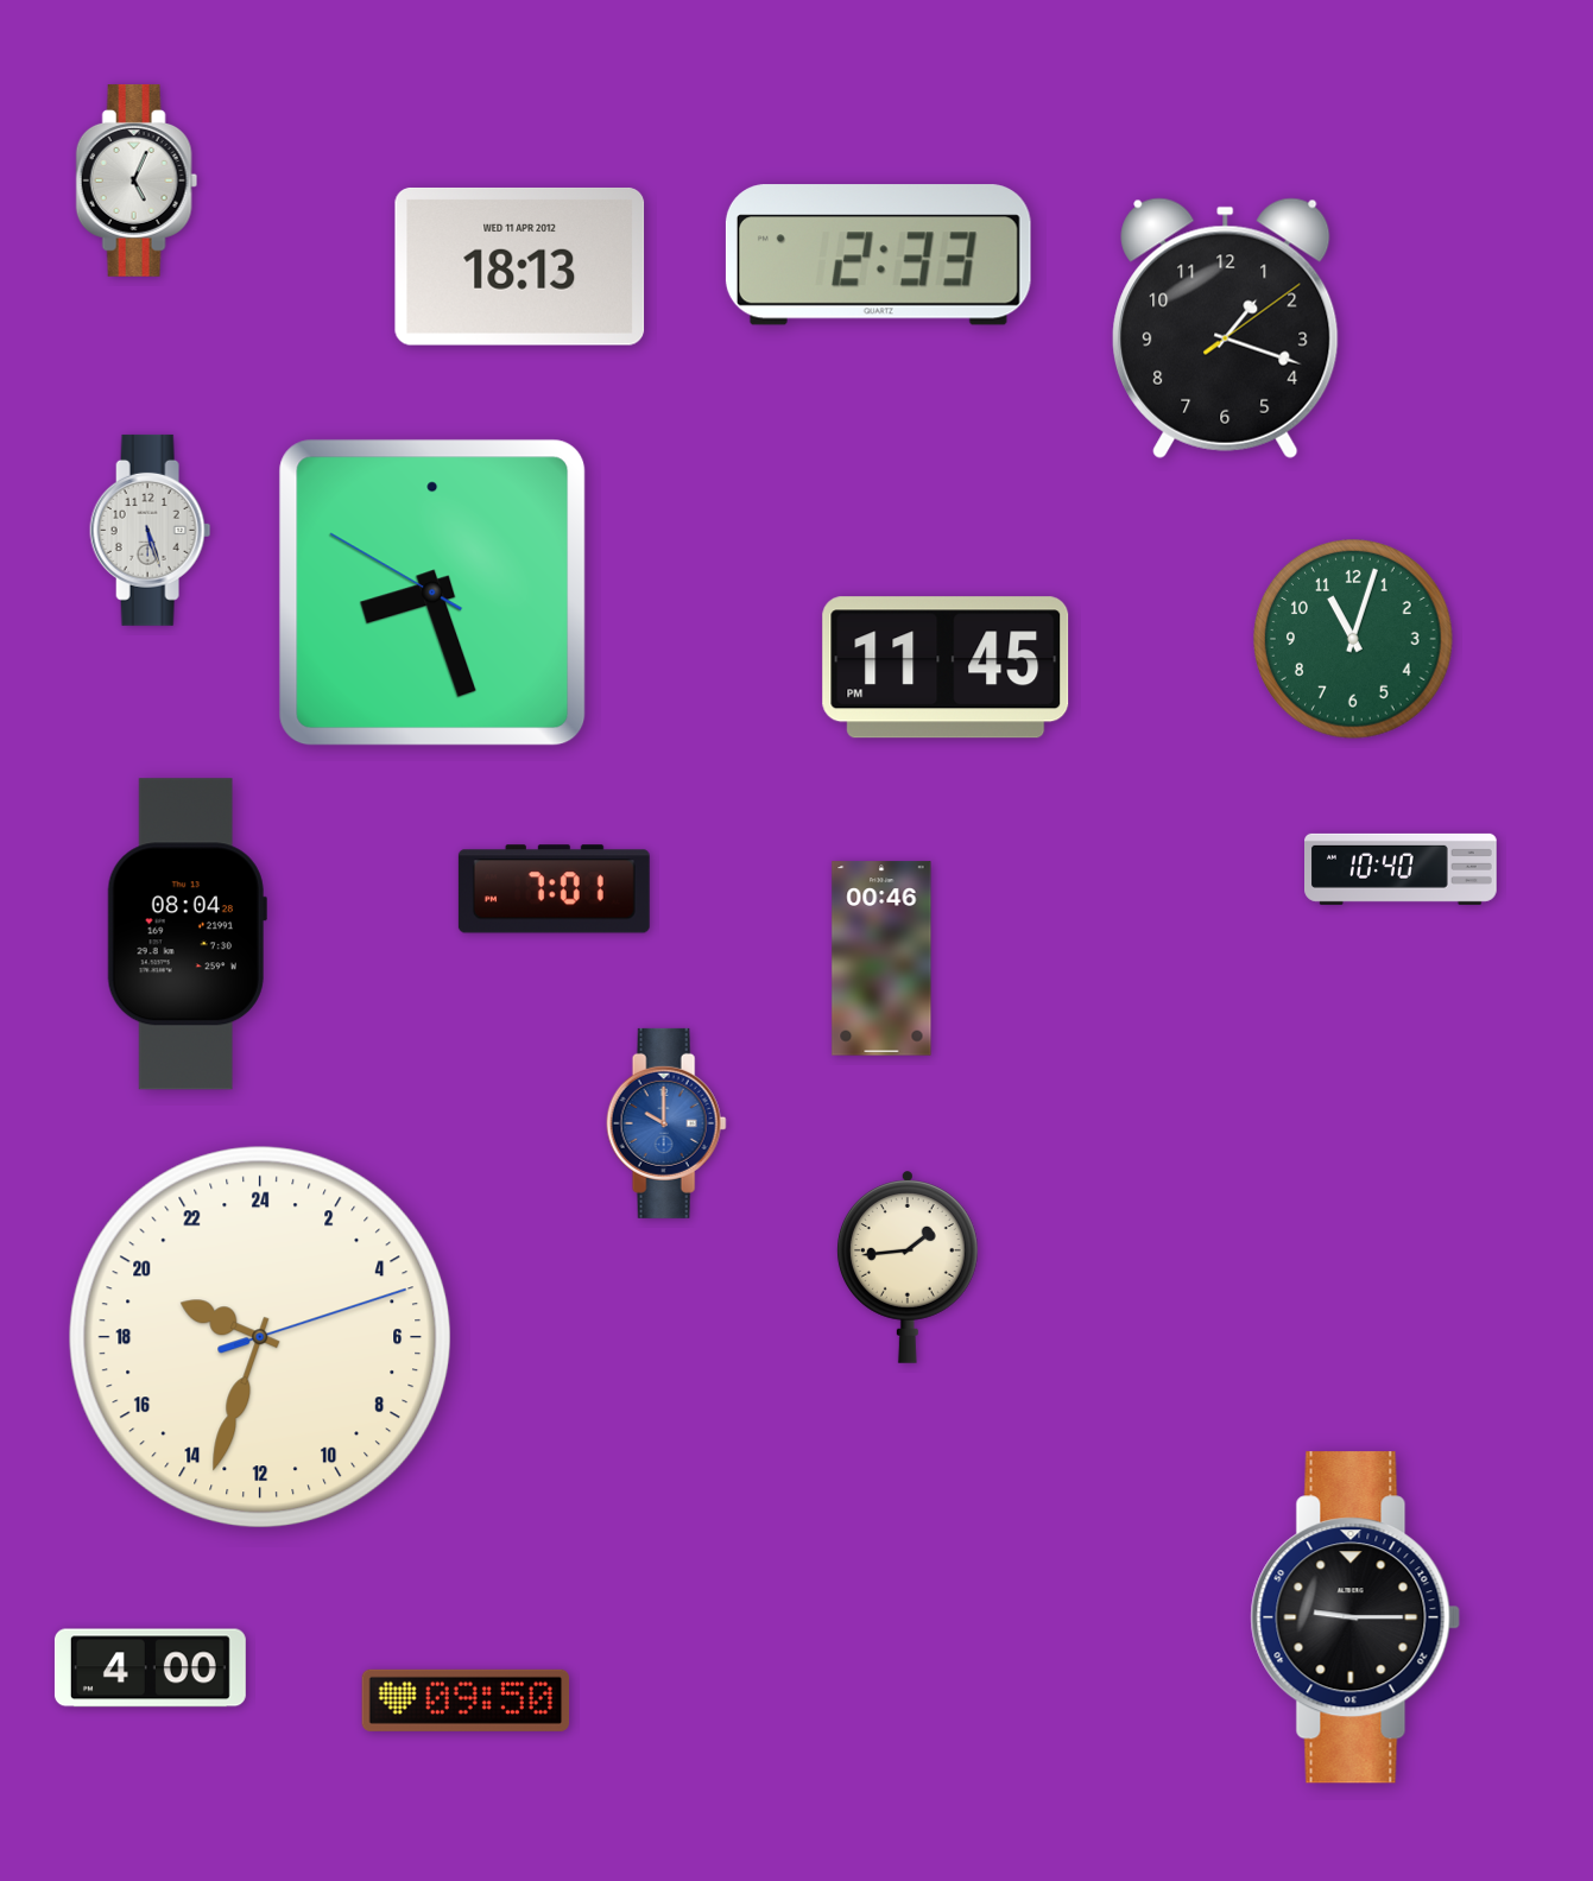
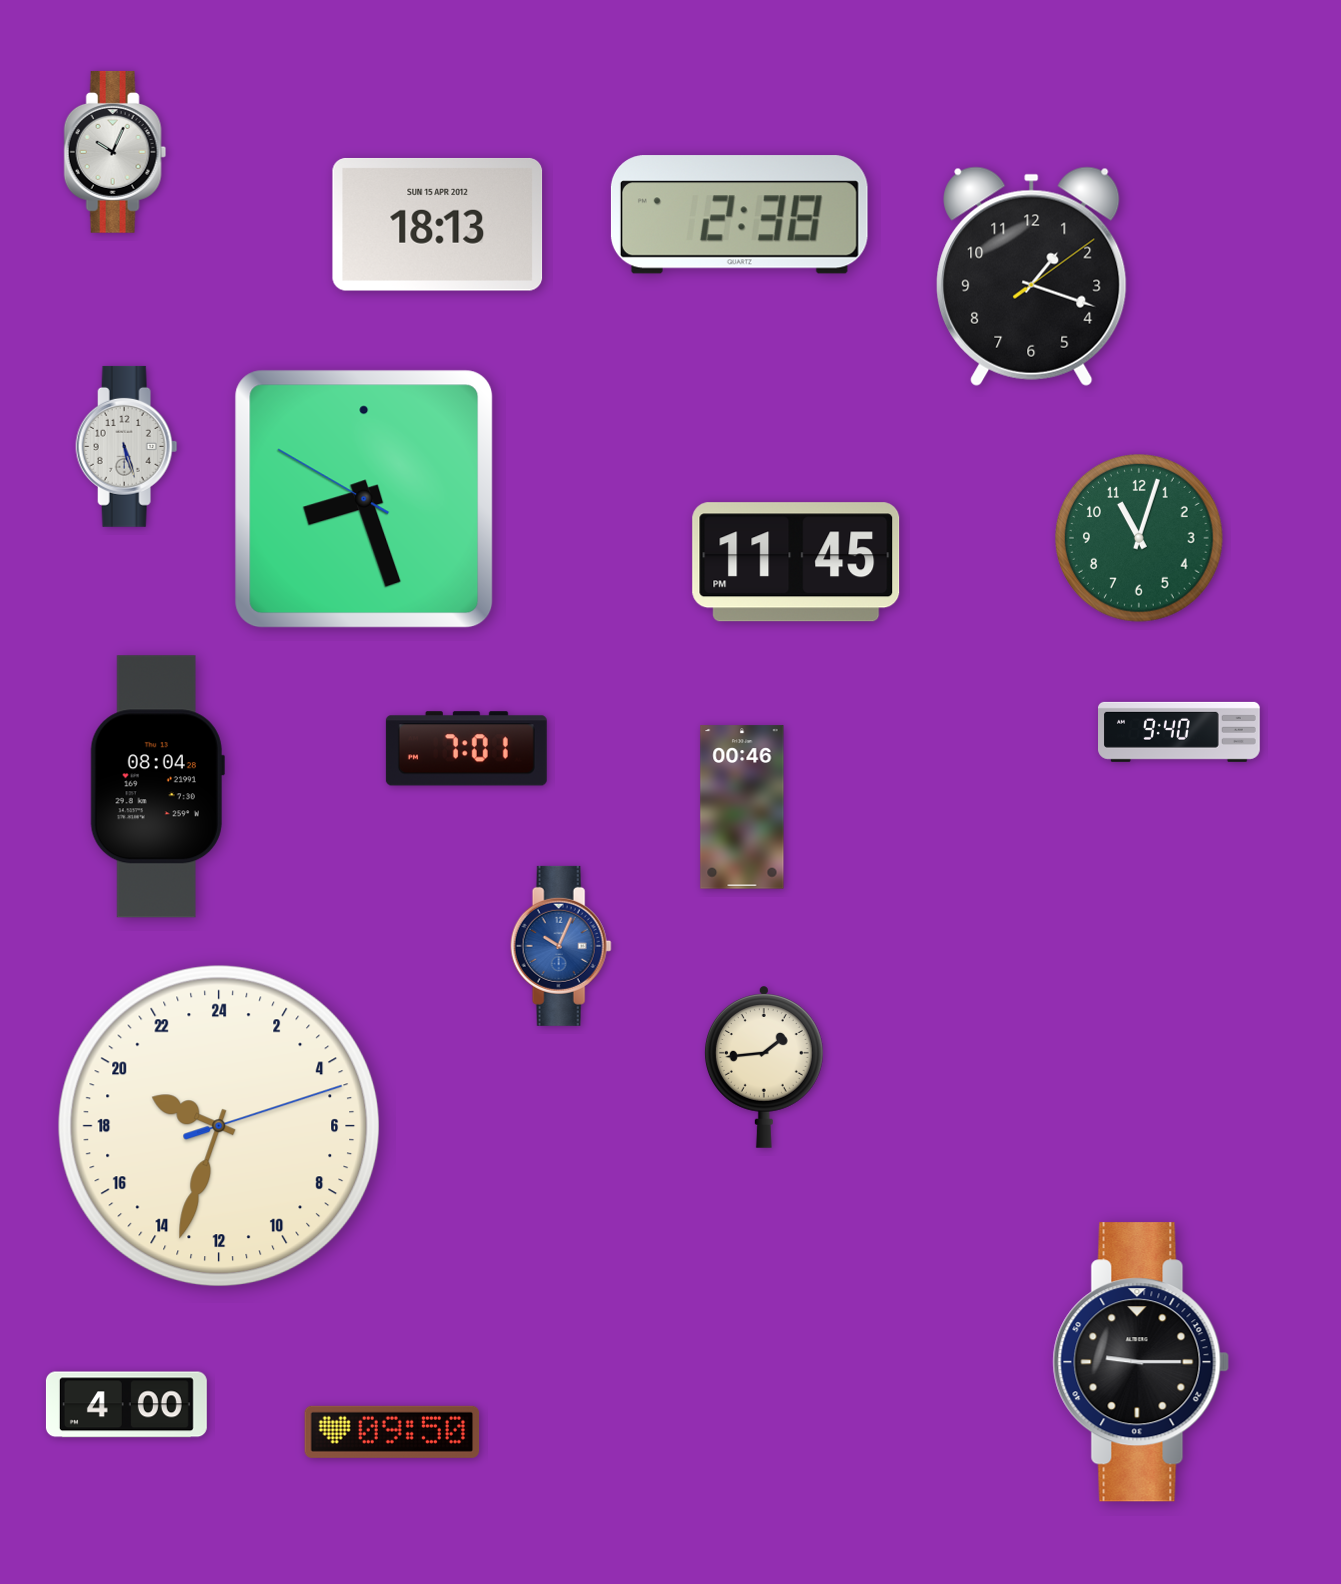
clock at (137, 180): 5:04 -> 10:04
clock at (878, 255): 2:33 -> 2:38
clock at (520, 266) date: WED 11 APR 2012 -> SUN 15 APR 2012
clock at (1402, 869): 10:40 -> 9:40
clock at (666, 1123): 10:00 -> 10:04
